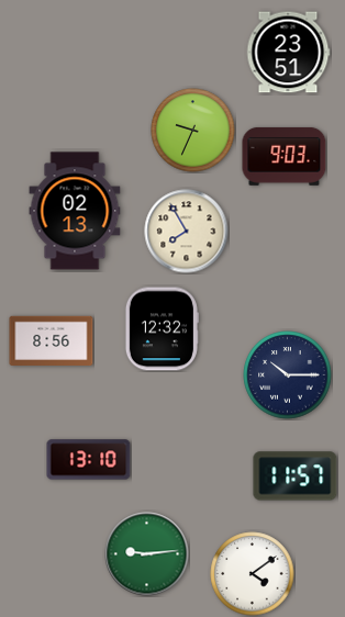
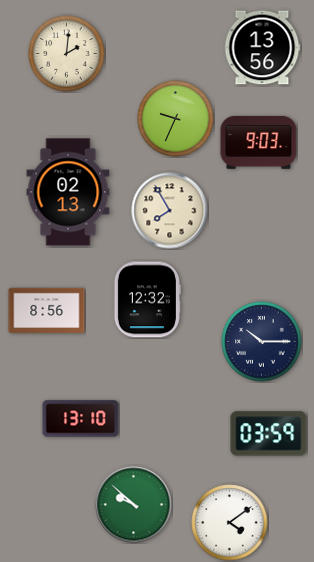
clock at (288, 53): 23:51 -> 13:56
clock at (67, 54): none -> 2:01
clock at (296, 476): 11:57 -> 03:59
clock at (147, 554): 9:14 -> 9:52
